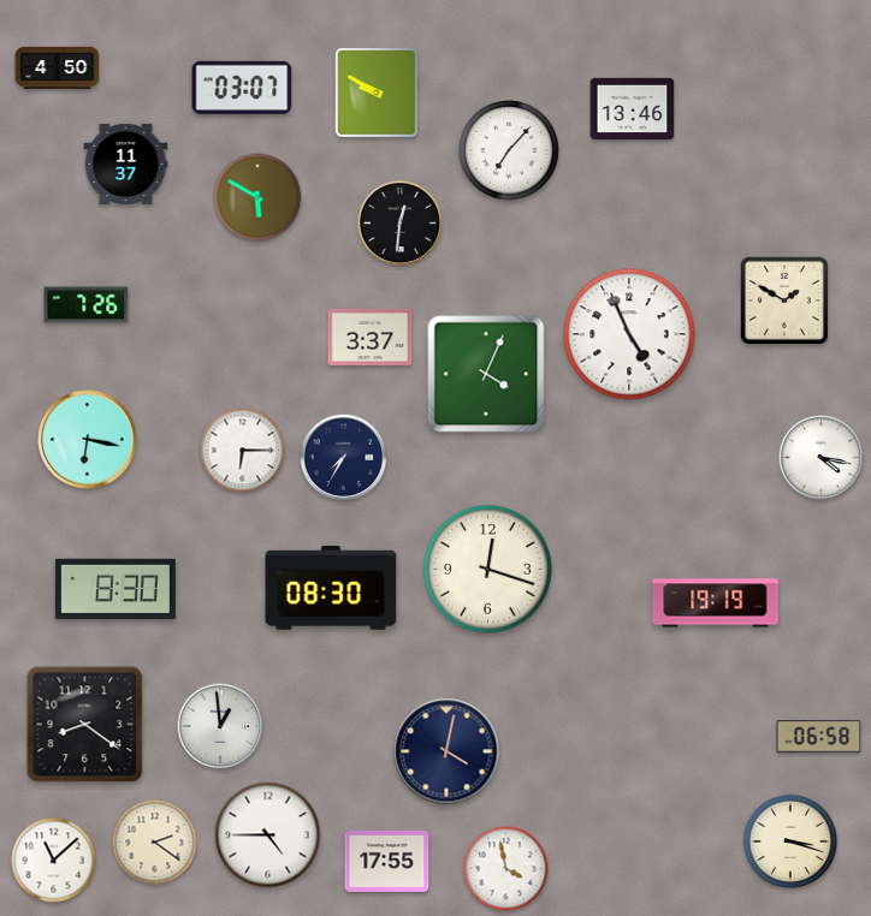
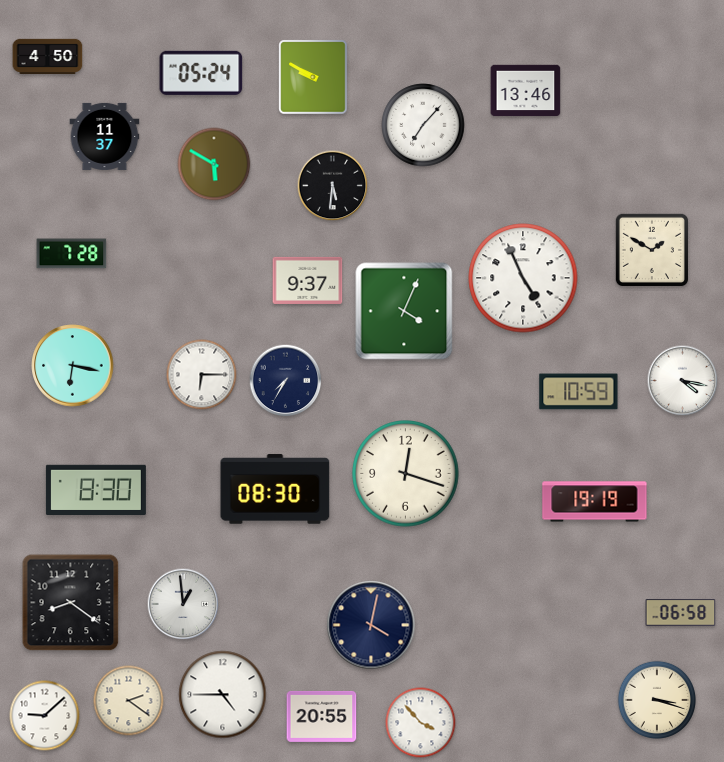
clock at (242, 88): 03:07 -> 05:24
clock at (401, 224): 12:31 -> 5:31
clock at (87, 305): 7:26 -> 7:28
clock at (371, 337): 3:37 -> 9:37
clock at (579, 392): none -> 10:59
clock at (54, 861): 11:08 -> 9:08
clock at (387, 861): 17:55 -> 20:55
clock at (506, 869): 3:58 -> 3:53
